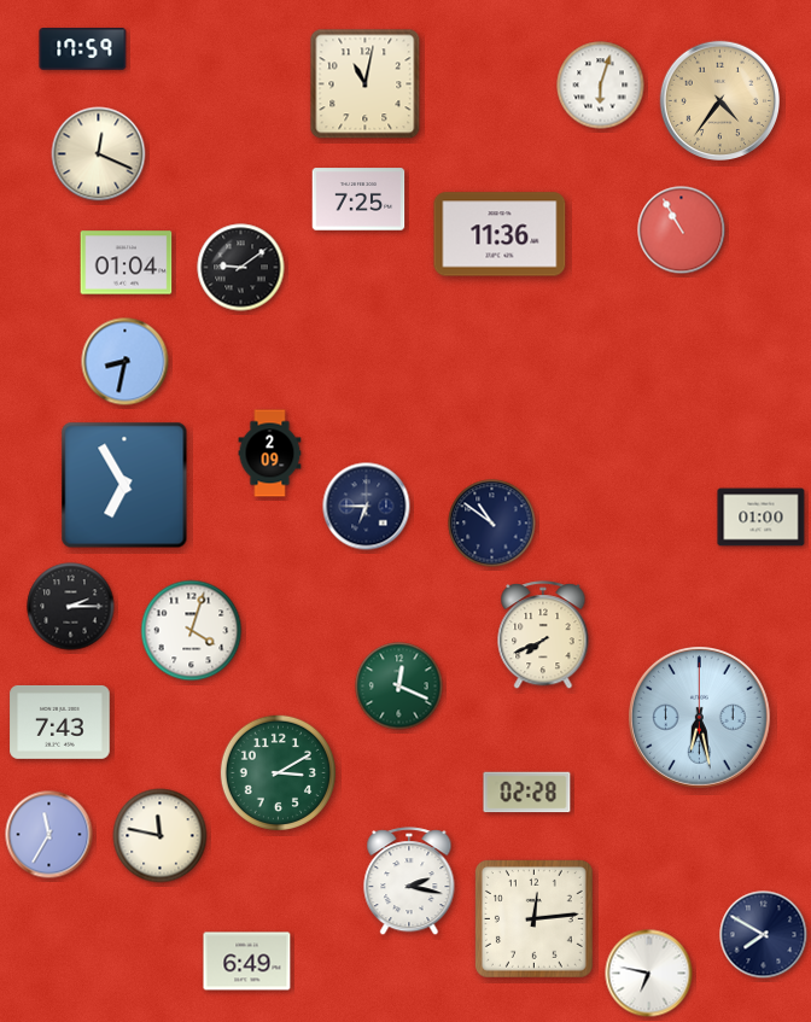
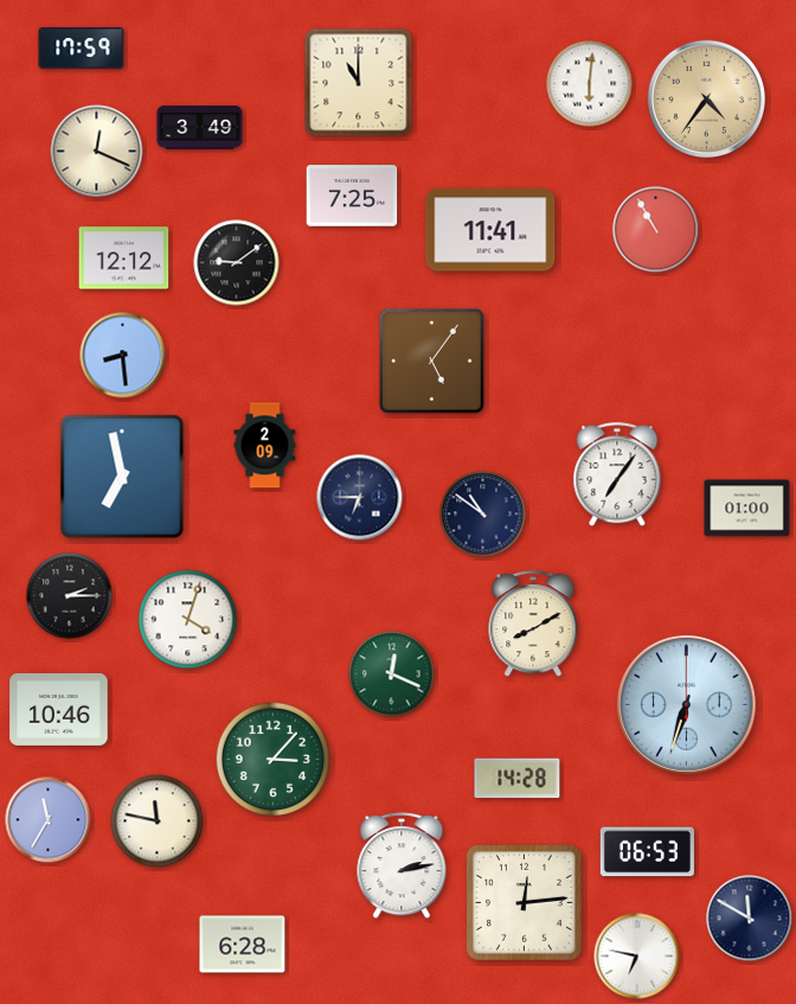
clock at (366, 84): 11:02 -> 11:00
clock at (601, 86): 6:03 -> 6:01
clock at (200, 128): none -> 3:49
clock at (682, 230) position: (682, 230) -> (656, 230)
clock at (500, 234): 11:36 -> 11:41
clock at (127, 263): 01:04 -> 12:12
clock at (126, 362): 8:32 -> 8:29
clock at (432, 362): none -> 5:06
clock at (617, 475): none -> 7:06
clock at (124, 485): 6:55 -> 6:58
clock at (543, 636): 7:41 -> 8:10
clock at (700, 718): 6:28 -> 6:33
clock at (60, 722): 7:43 -> 10:46
clock at (278, 772): 3:10 -> 3:07
clock at (527, 793): 02:28 -> 14:28
clock at (647, 852): none -> 06:53
clock at (409, 882): 2:17 -> 2:13
clock at (764, 935): 7:50 -> 11:50
clock at (247, 962): 6:49 -> 6:28
